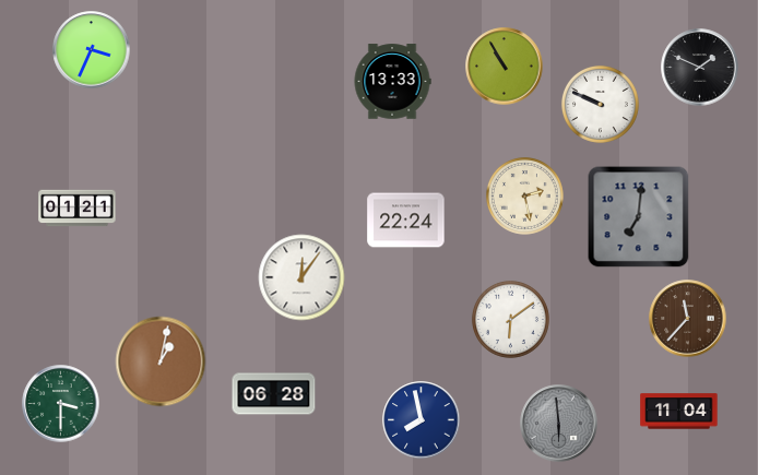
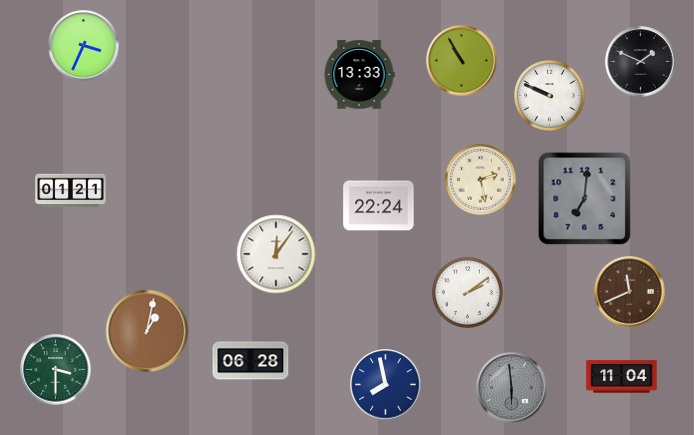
clock at (406, 221) position: (406, 221) -> (379, 206)
clock at (510, 319): 6:09 -> 2:09
clock at (688, 319): 11:37 -> 11:41
